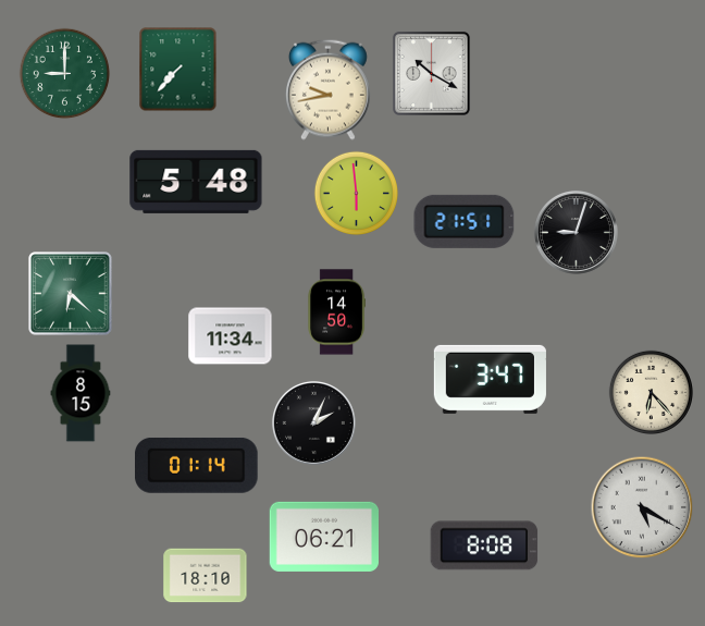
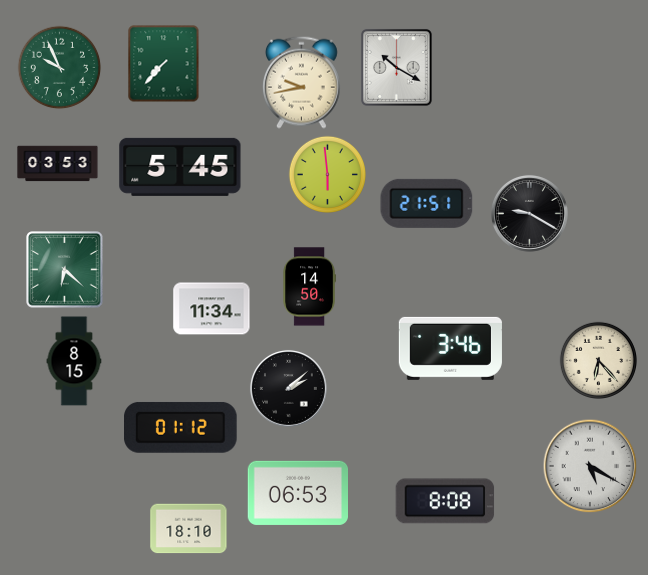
clock at (64, 73): 9:00 -> 9:56
clock at (58, 164): none -> 03:53
clock at (196, 182): 5:48 -> 5:45
clock at (356, 193) position: (356, 193) -> (327, 174)
clock at (577, 233): 9:03 -> 9:20
clock at (490, 379): 3:47 -> 3:46
clock at (314, 424): 2:04 -> 2:08
clock at (197, 465): 01:14 -> 01:12
clock at (323, 537): 06:21 -> 06:53
